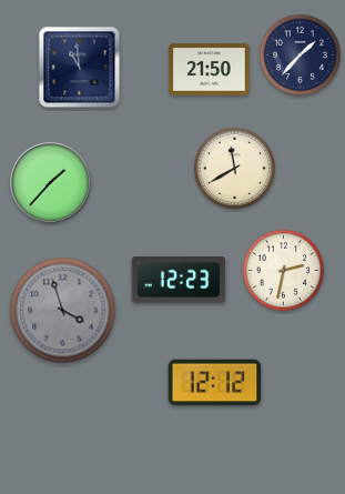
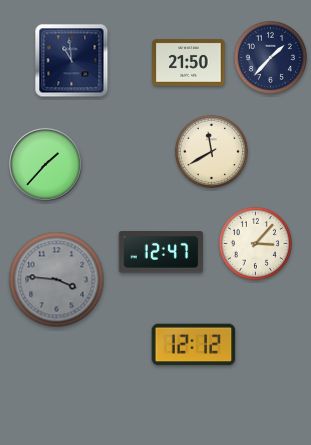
clock at (300, 54) position: (300, 54) -> (270, 57)
clock at (283, 270): 2:32 -> 3:07
clock at (179, 280): 12:23 -> 12:47
clock at (63, 311): 3:57 -> 3:46
